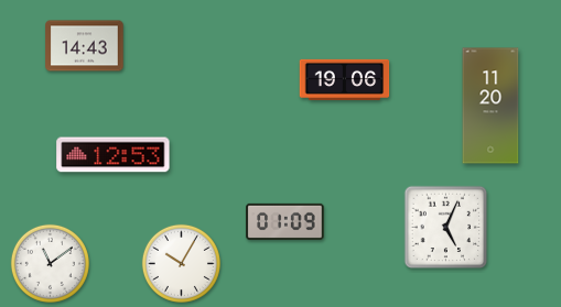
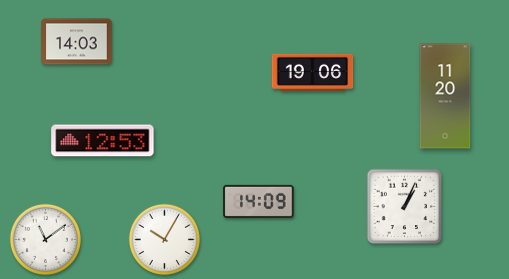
clock at (85, 46): 14:43 -> 14:03
clock at (285, 221): 01:09 -> 14:09
clock at (446, 228): 5:04 -> 1:04
